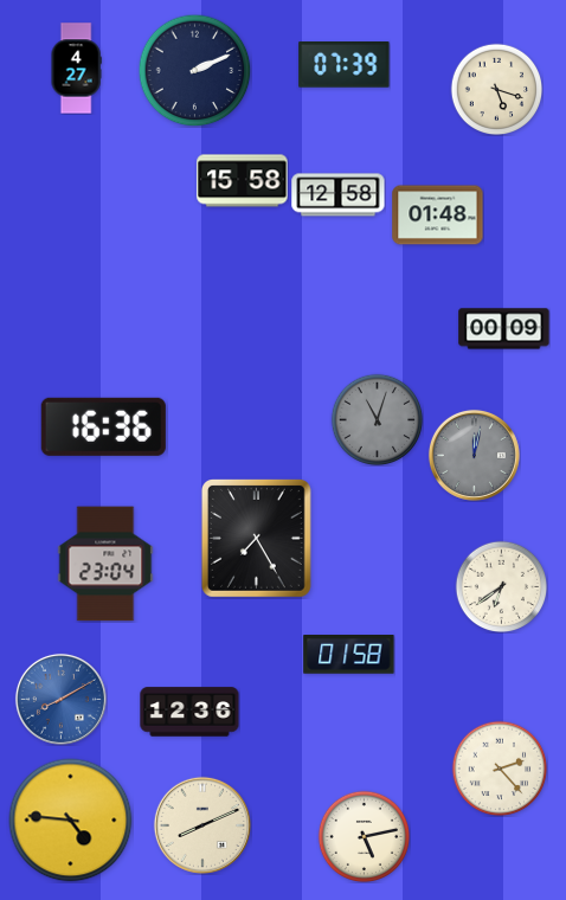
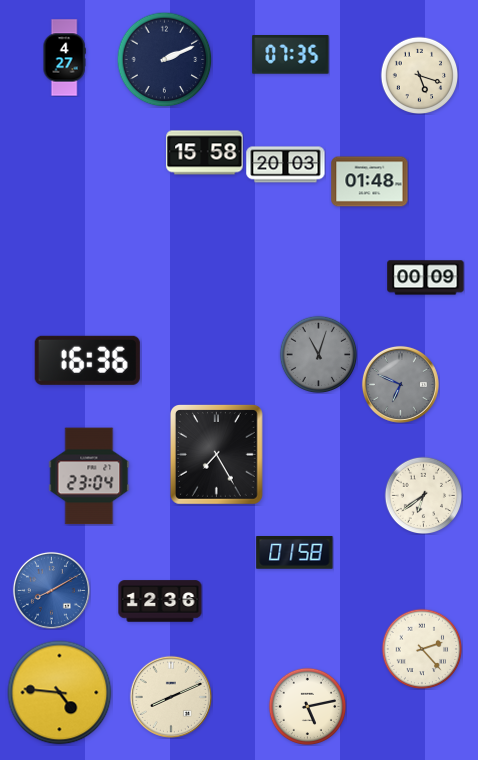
clock at (345, 65): 07:39 -> 07:35
clock at (339, 195): 12:58 -> 20:03
clock at (474, 455): 12:02 -> 6:49
